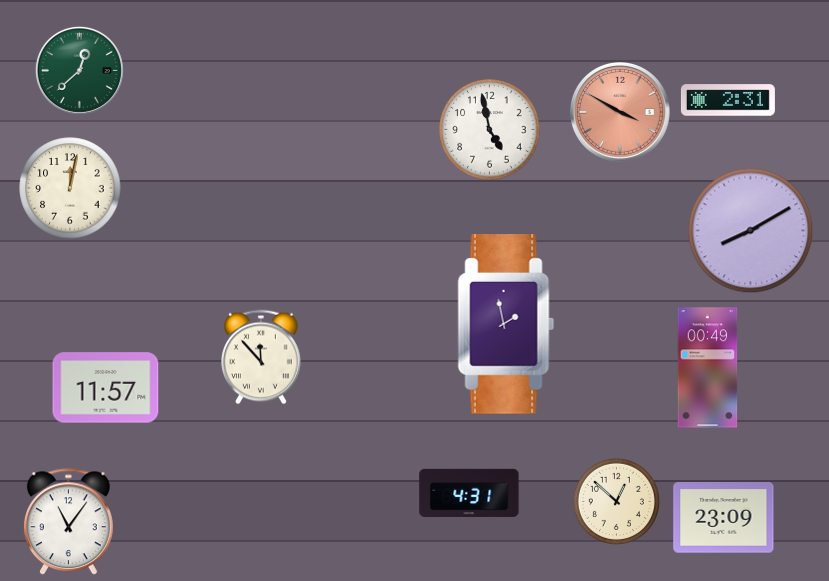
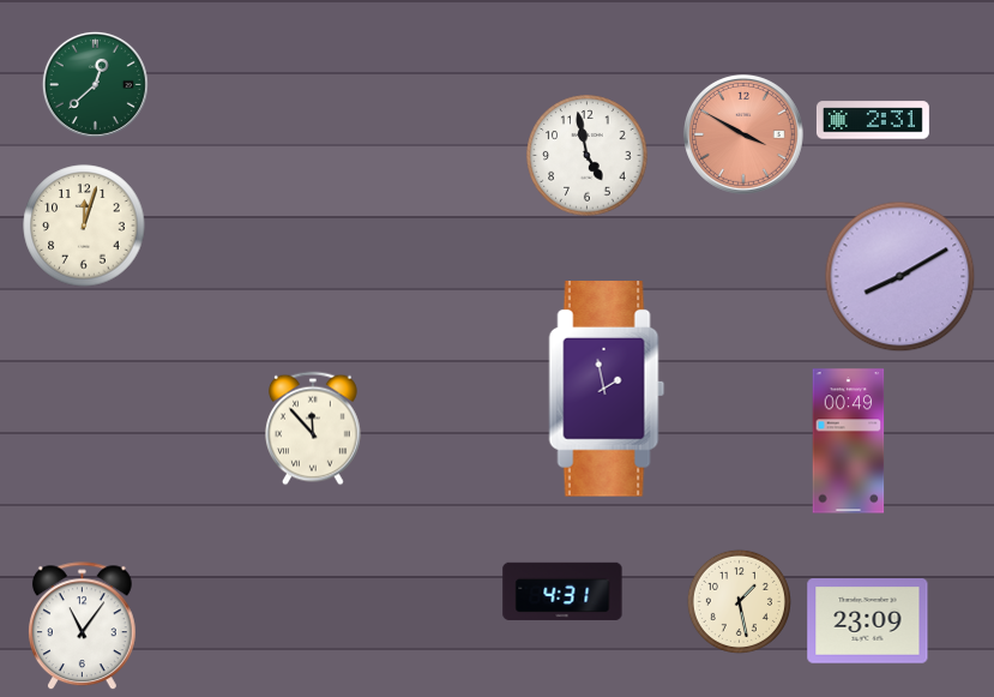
clock at (70, 188): 12:02 -> 12:03
clock at (106, 388): 11:57 -> none
clock at (616, 501): 12:52 -> 1:28
